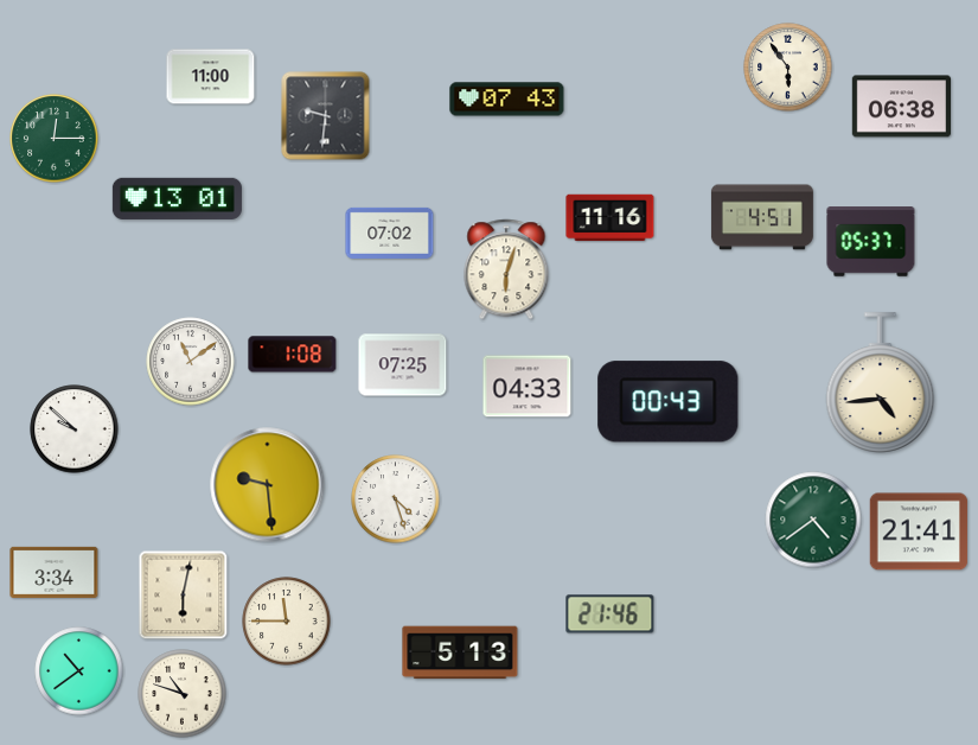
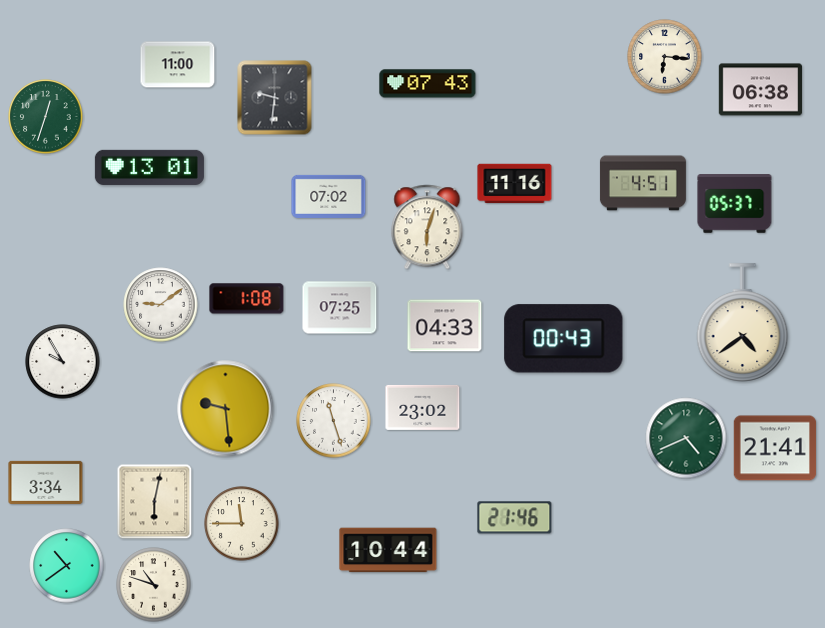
clock at (788, 68): 5:54 -> 6:16
clock at (55, 139): 12:15 -> 12:33
clock at (191, 362): 11:09 -> 9:09
clock at (881, 383): 4:44 -> 4:39
clock at (75, 429): 9:52 -> 9:55
clock at (423, 407): none -> 23:02
clock at (396, 499): 4:27 -> 11:27
clock at (813, 520): 4:39 -> 4:41
clock at (460, 652): 5:13 -> 10:44
